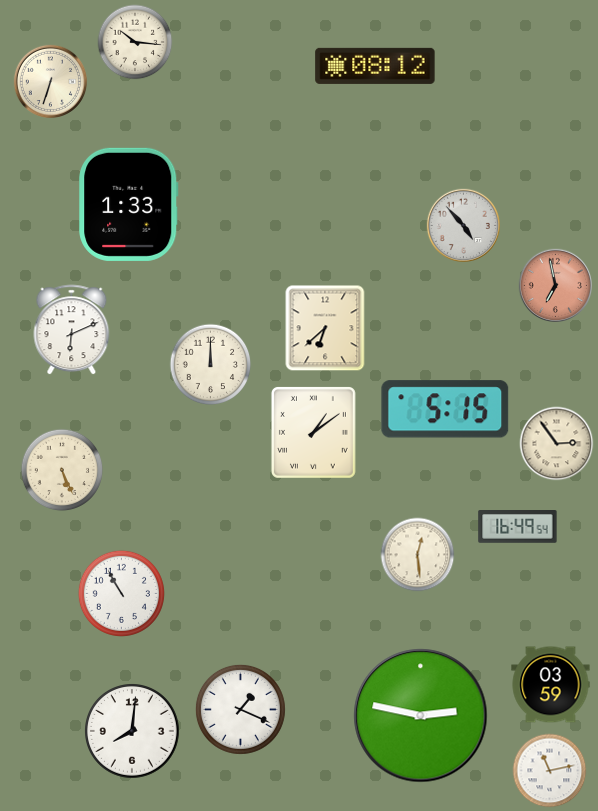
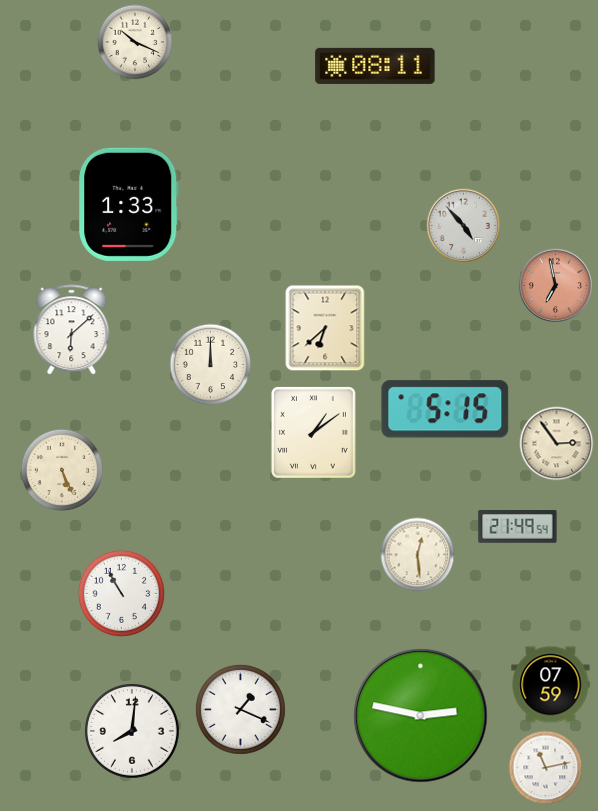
clock at (135, 42): 10:16 -> 10:19
clock at (375, 66): 08:12 -> 08:11
clock at (50, 81): 6:33 -> none
clock at (72, 330): 6:11 -> 6:08
clock at (518, 527): 16:49 -> 21:49
clock at (551, 685): 03:59 -> 07:59
clock at (550, 771) position: (550, 771) -> (546, 768)
